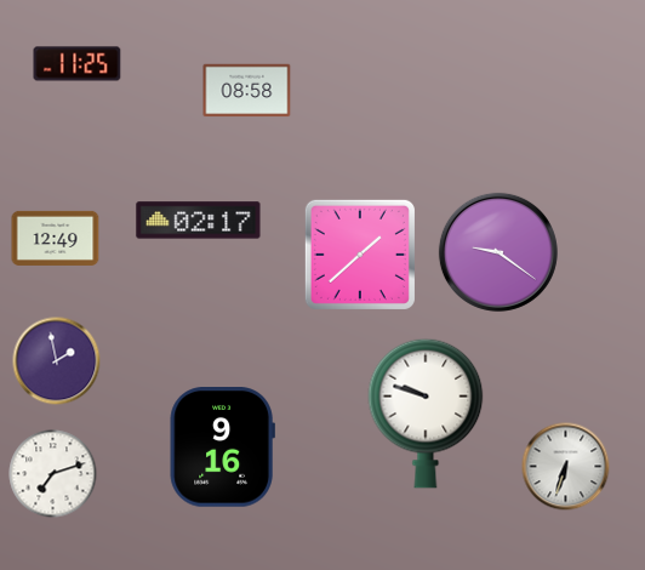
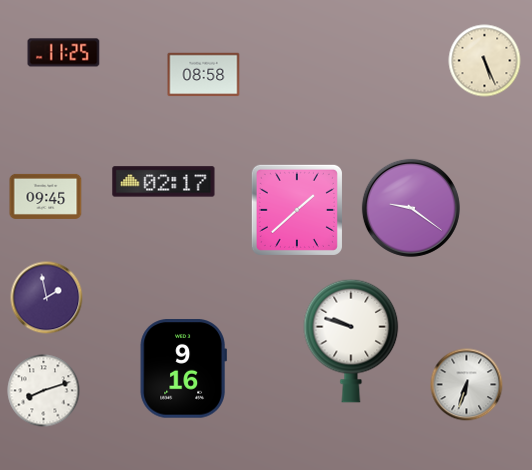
clock at (485, 61): none -> 5:26
clock at (56, 238): 12:49 -> 09:45
clock at (53, 474): 7:12 -> 8:12
